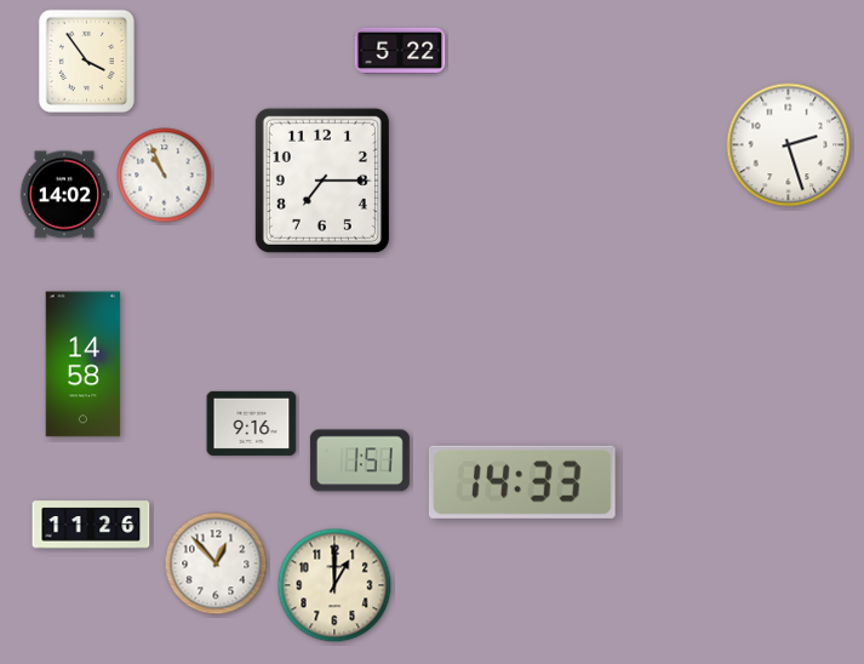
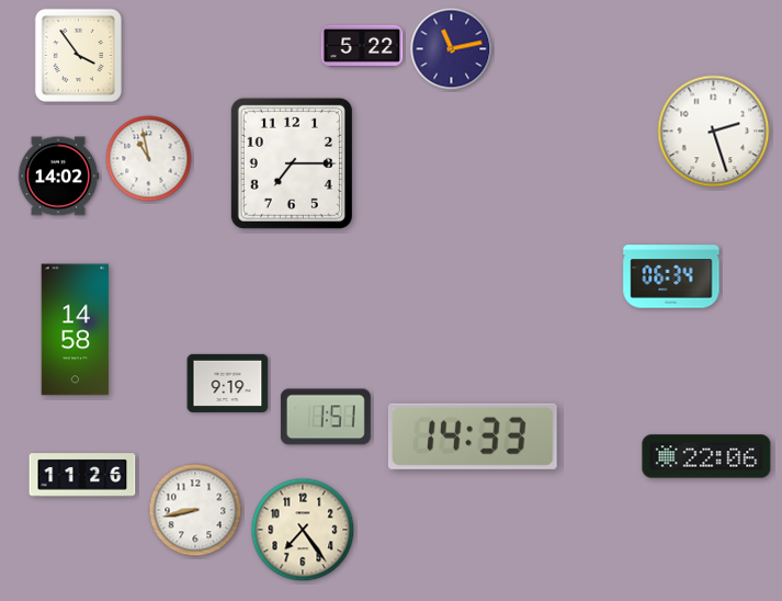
clock at (452, 49): none -> 11:13
clock at (165, 176): 10:56 -> 10:58
clock at (671, 276): none -> 06:34
clock at (252, 423): 9:16 -> 9:19
clock at (706, 456): none -> 22:06
clock at (216, 563): 12:53 -> 8:43
clock at (334, 585): 1:00 -> 7:24
